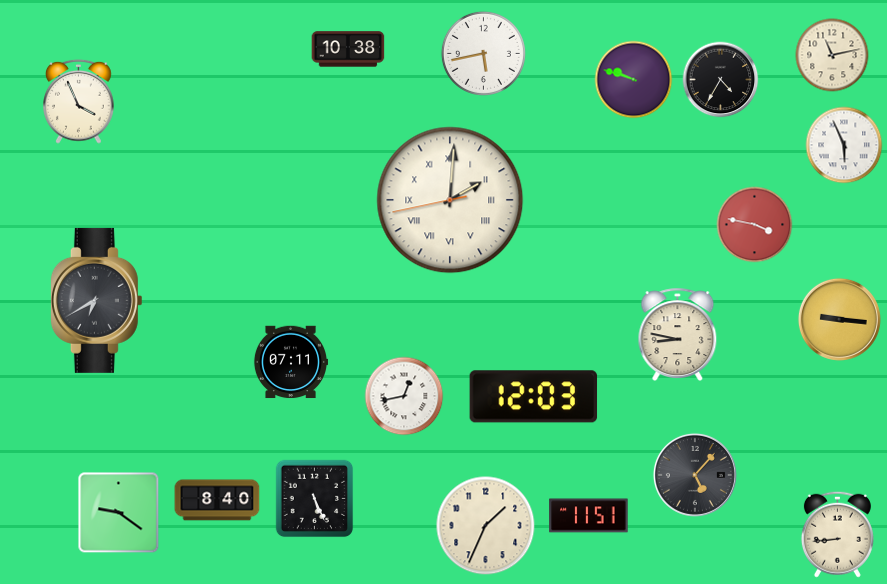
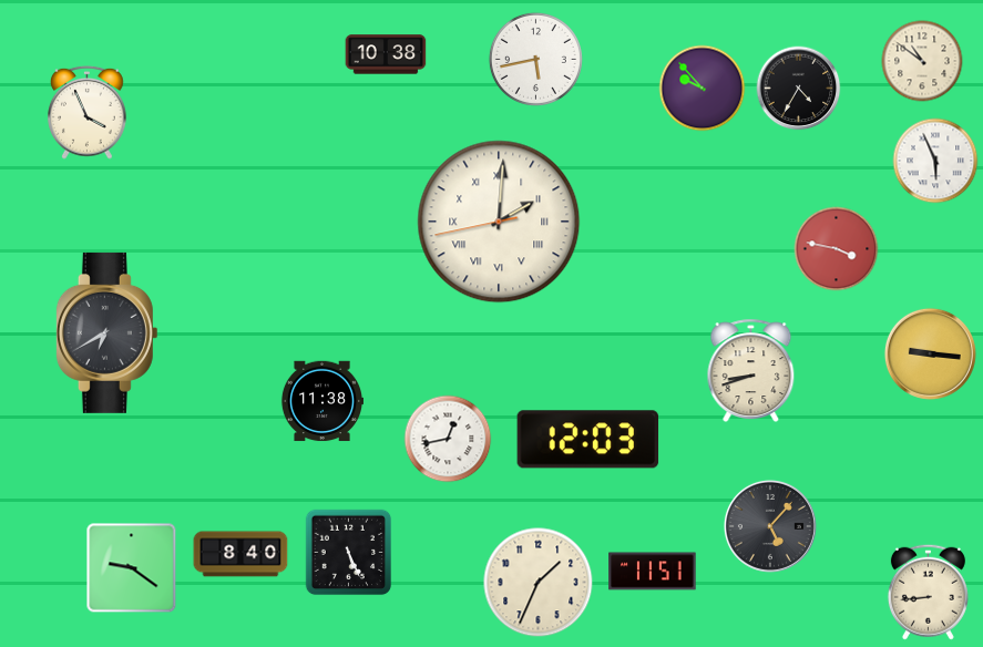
clock at (832, 55): 11:13 -> 10:51
clock at (634, 80): 9:48 -> 9:53
clock at (678, 334): 8:47 -> 8:42
clock at (290, 362): 07:11 -> 11:38
clock at (534, 397) position: (534, 397) -> (588, 440)
